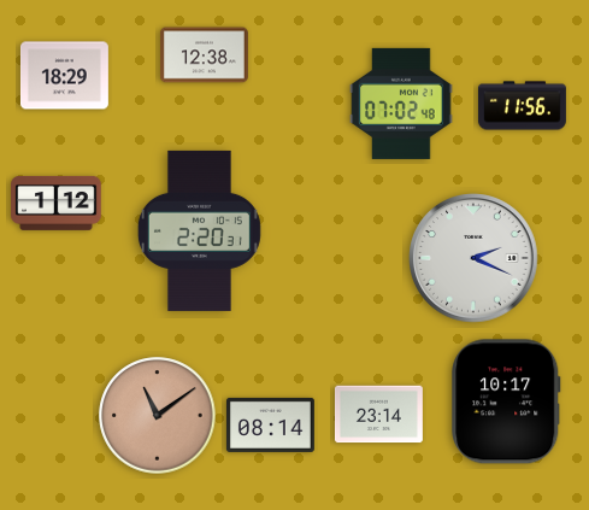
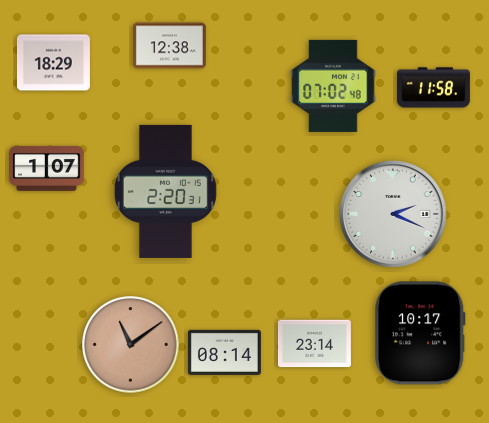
clock at (522, 106): 11:56 -> 11:58
clock at (57, 203): 1:12 -> 1:07
